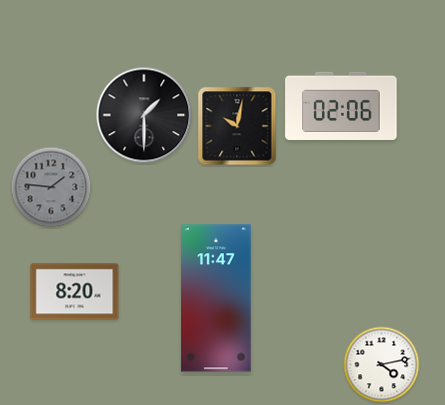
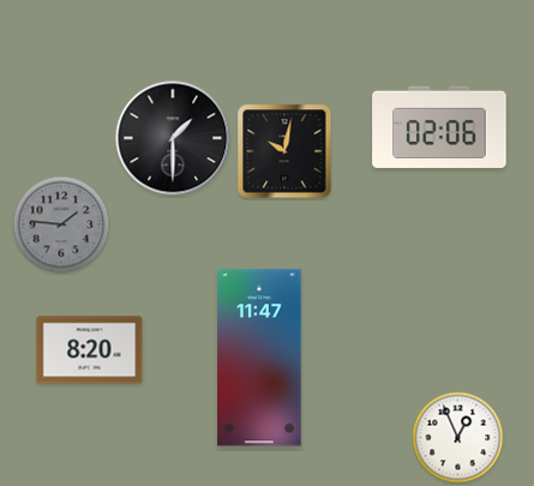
clock at (341, 106) position: (341, 106) -> (439, 127)
clock at (382, 365): 4:13 -> 12:56
